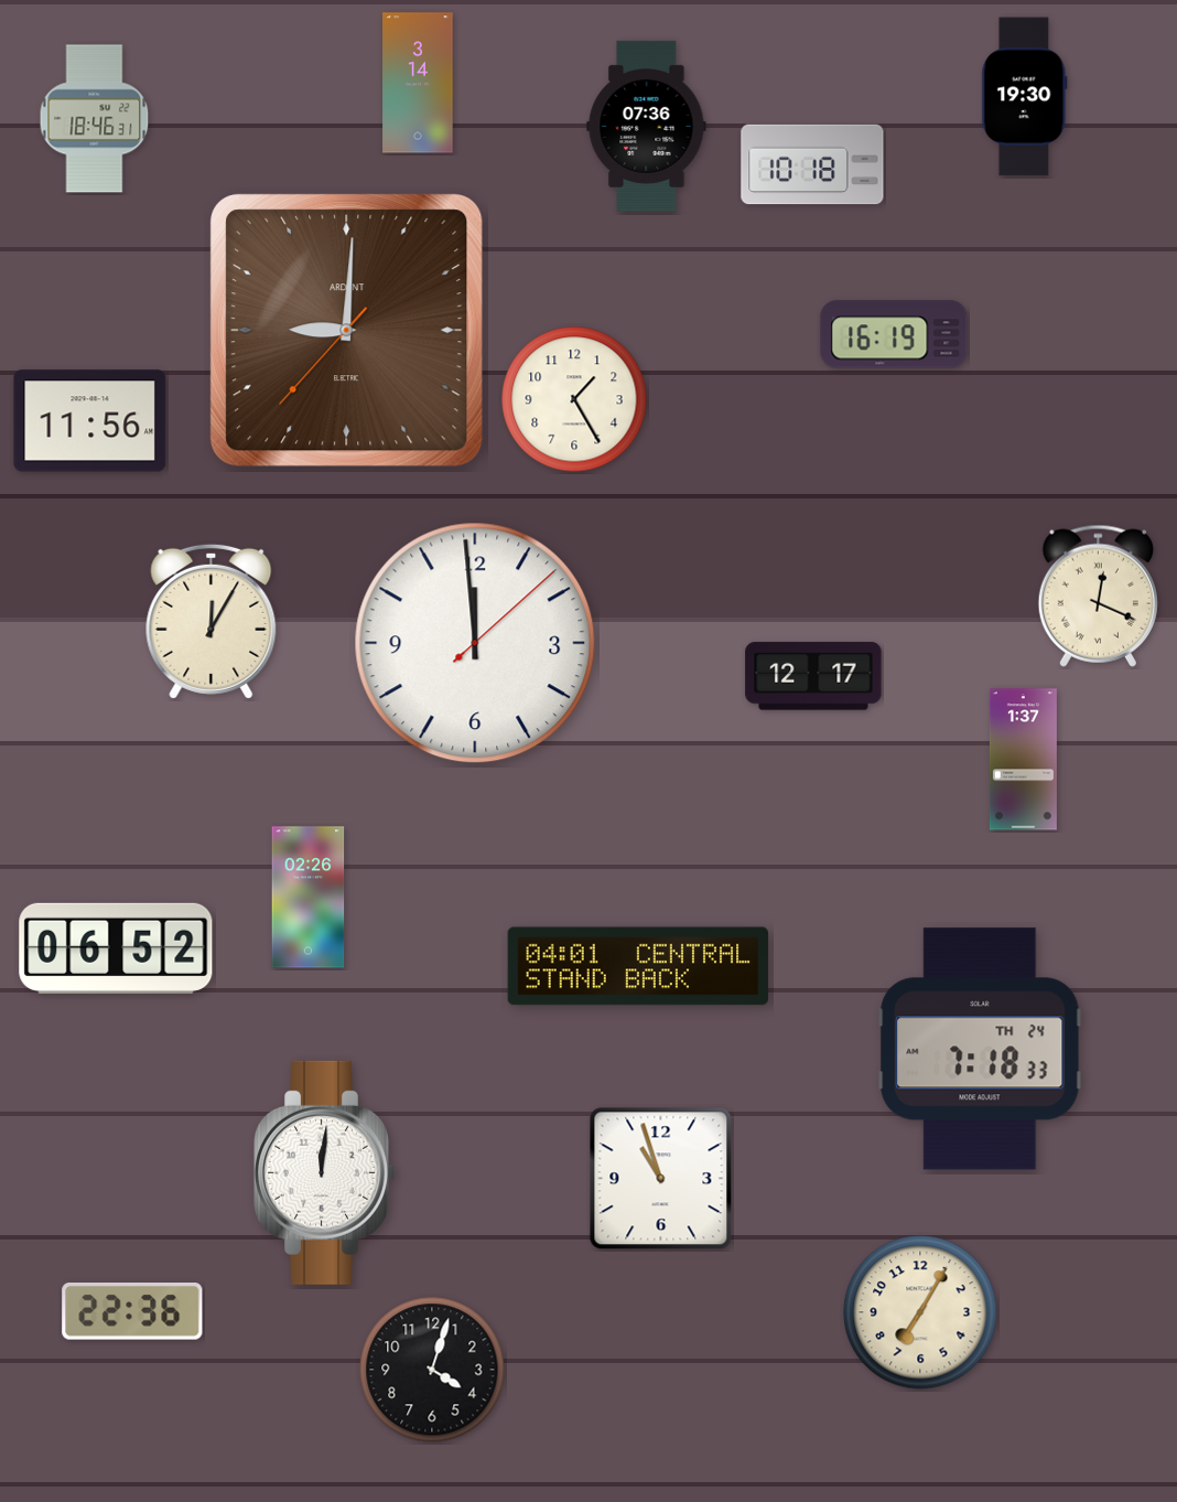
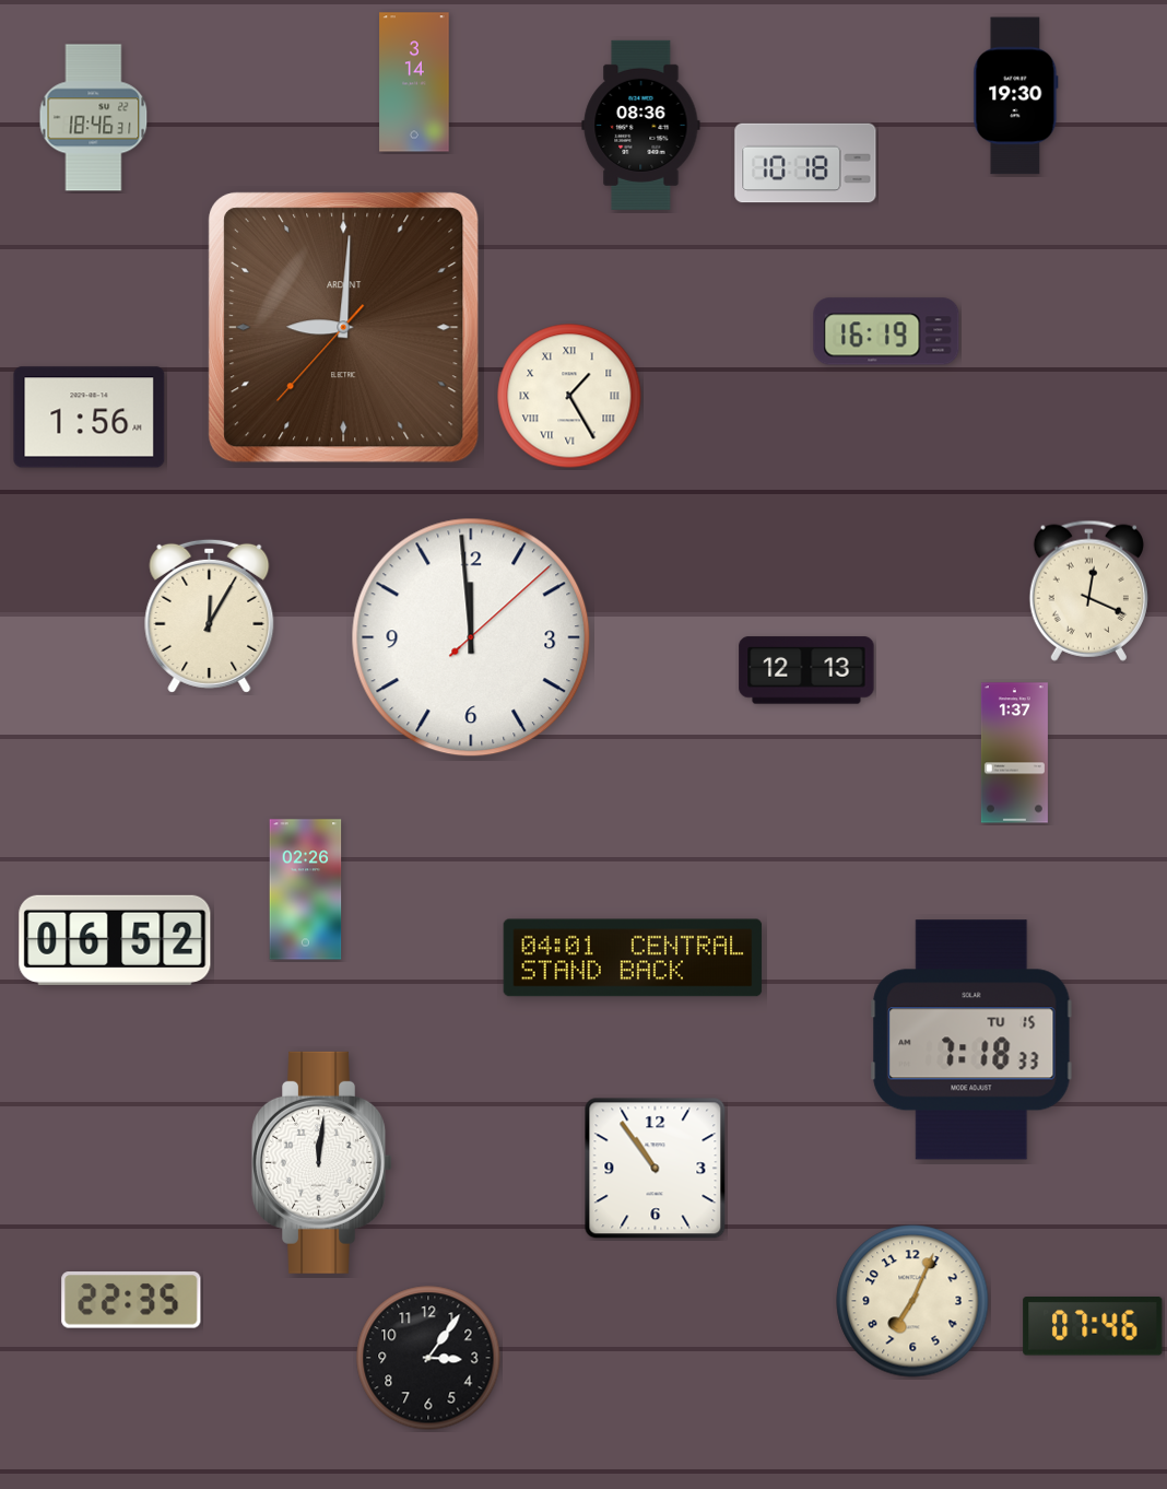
clock at (647, 126): 07:36 -> 08:36
clock at (574, 399) numerals: Arabic -> Roman
clock at (90, 421): 11:56 -> 1:56
clock at (813, 676): 12:17 -> 12:13
clock at (980, 1049) date: TH 24 -> TU 15
clock at (661, 1179): 10:57 -> 10:54
clock at (132, 1311): 22:36 -> 22:35
clock at (920, 1312): 7:05 -> 7:04
clock at (1093, 1326): none -> 07:46
clock at (432, 1370): 4:03 -> 3:06
